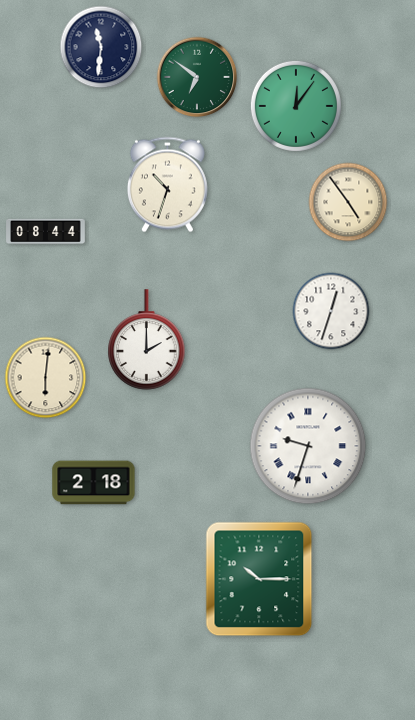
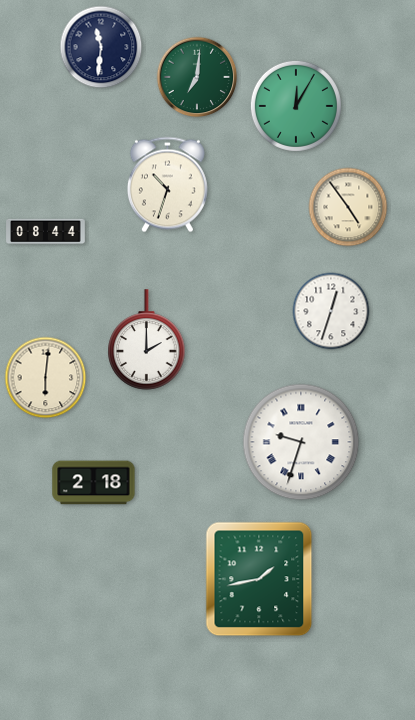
clock at (197, 77): 6:51 -> 7:01
clock at (296, 106): 12:06 -> 12:05
clock at (348, 202) position: (348, 202) -> (348, 207)
clock at (308, 446) position: (308, 446) -> (301, 442)
clock at (259, 579): 10:15 -> 1:43
